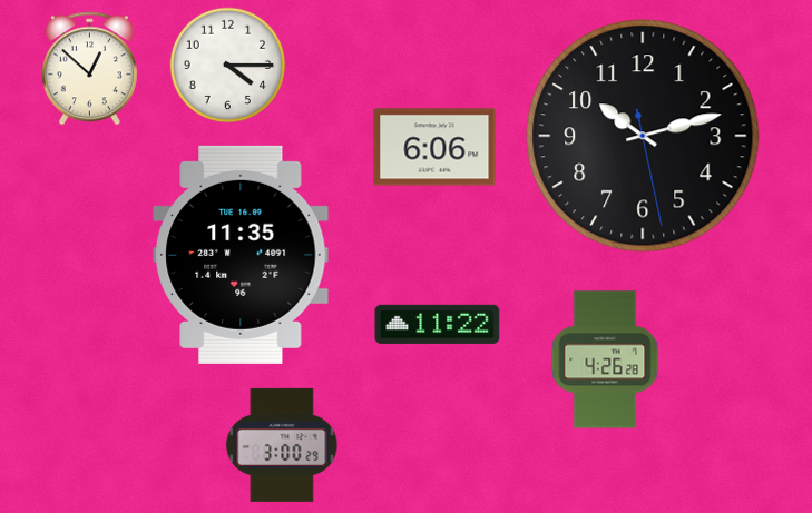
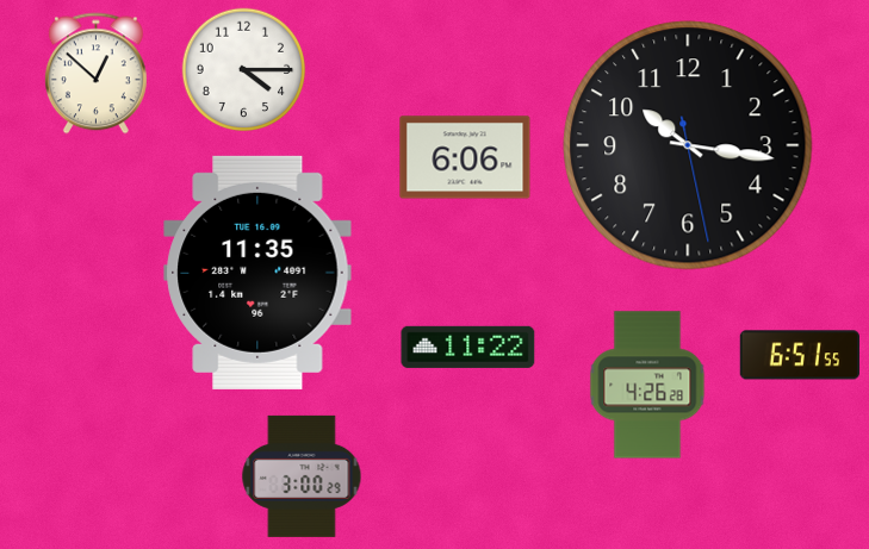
clock at (643, 136): 10:12 -> 10:16
clock at (800, 355): none -> 6:51
